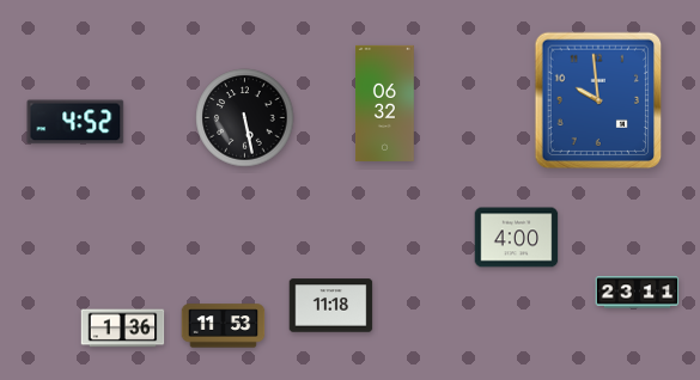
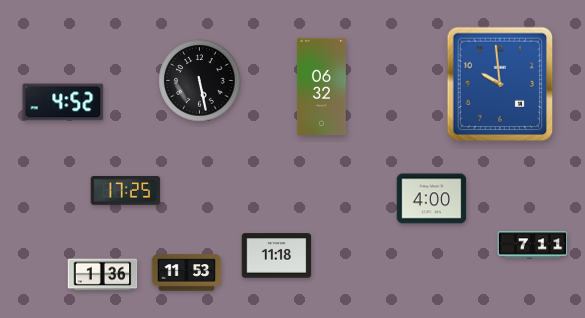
clock at (245, 118) position: (245, 118) -> (200, 81)
clock at (126, 190): none -> 17:25
clock at (638, 293): 23:11 -> 7:11
